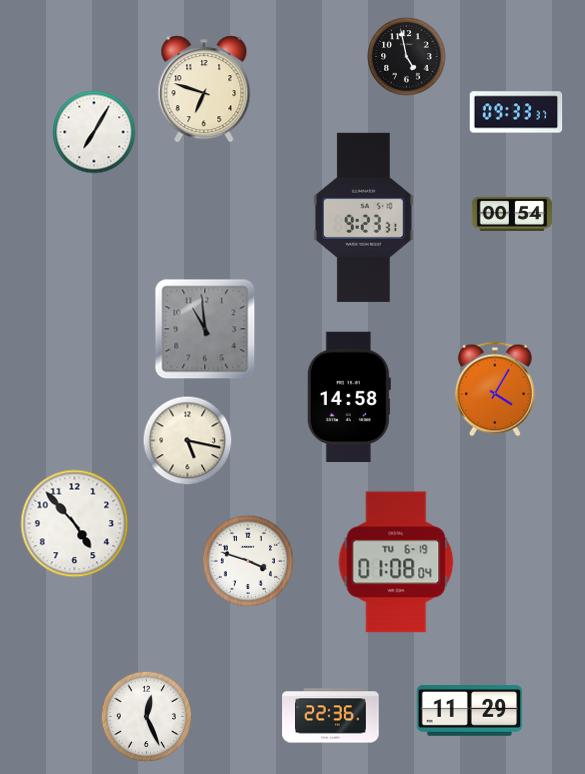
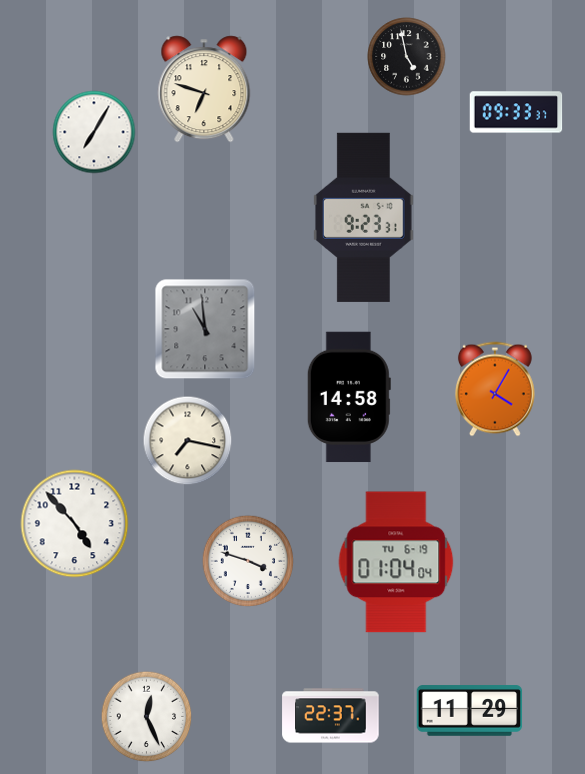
clock at (512, 214): 00:54 -> none
clock at (188, 441): 5:17 -> 7:17
clock at (396, 562): 01:08 -> 01:04
clock at (331, 716): 22:36 -> 22:37
